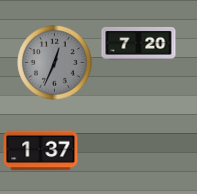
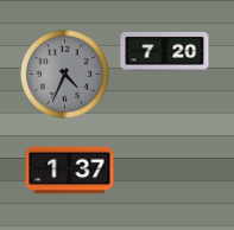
clock at (55, 63): 12:34 -> 4:34
clock at (41, 151) position: (41, 151) -> (70, 171)
